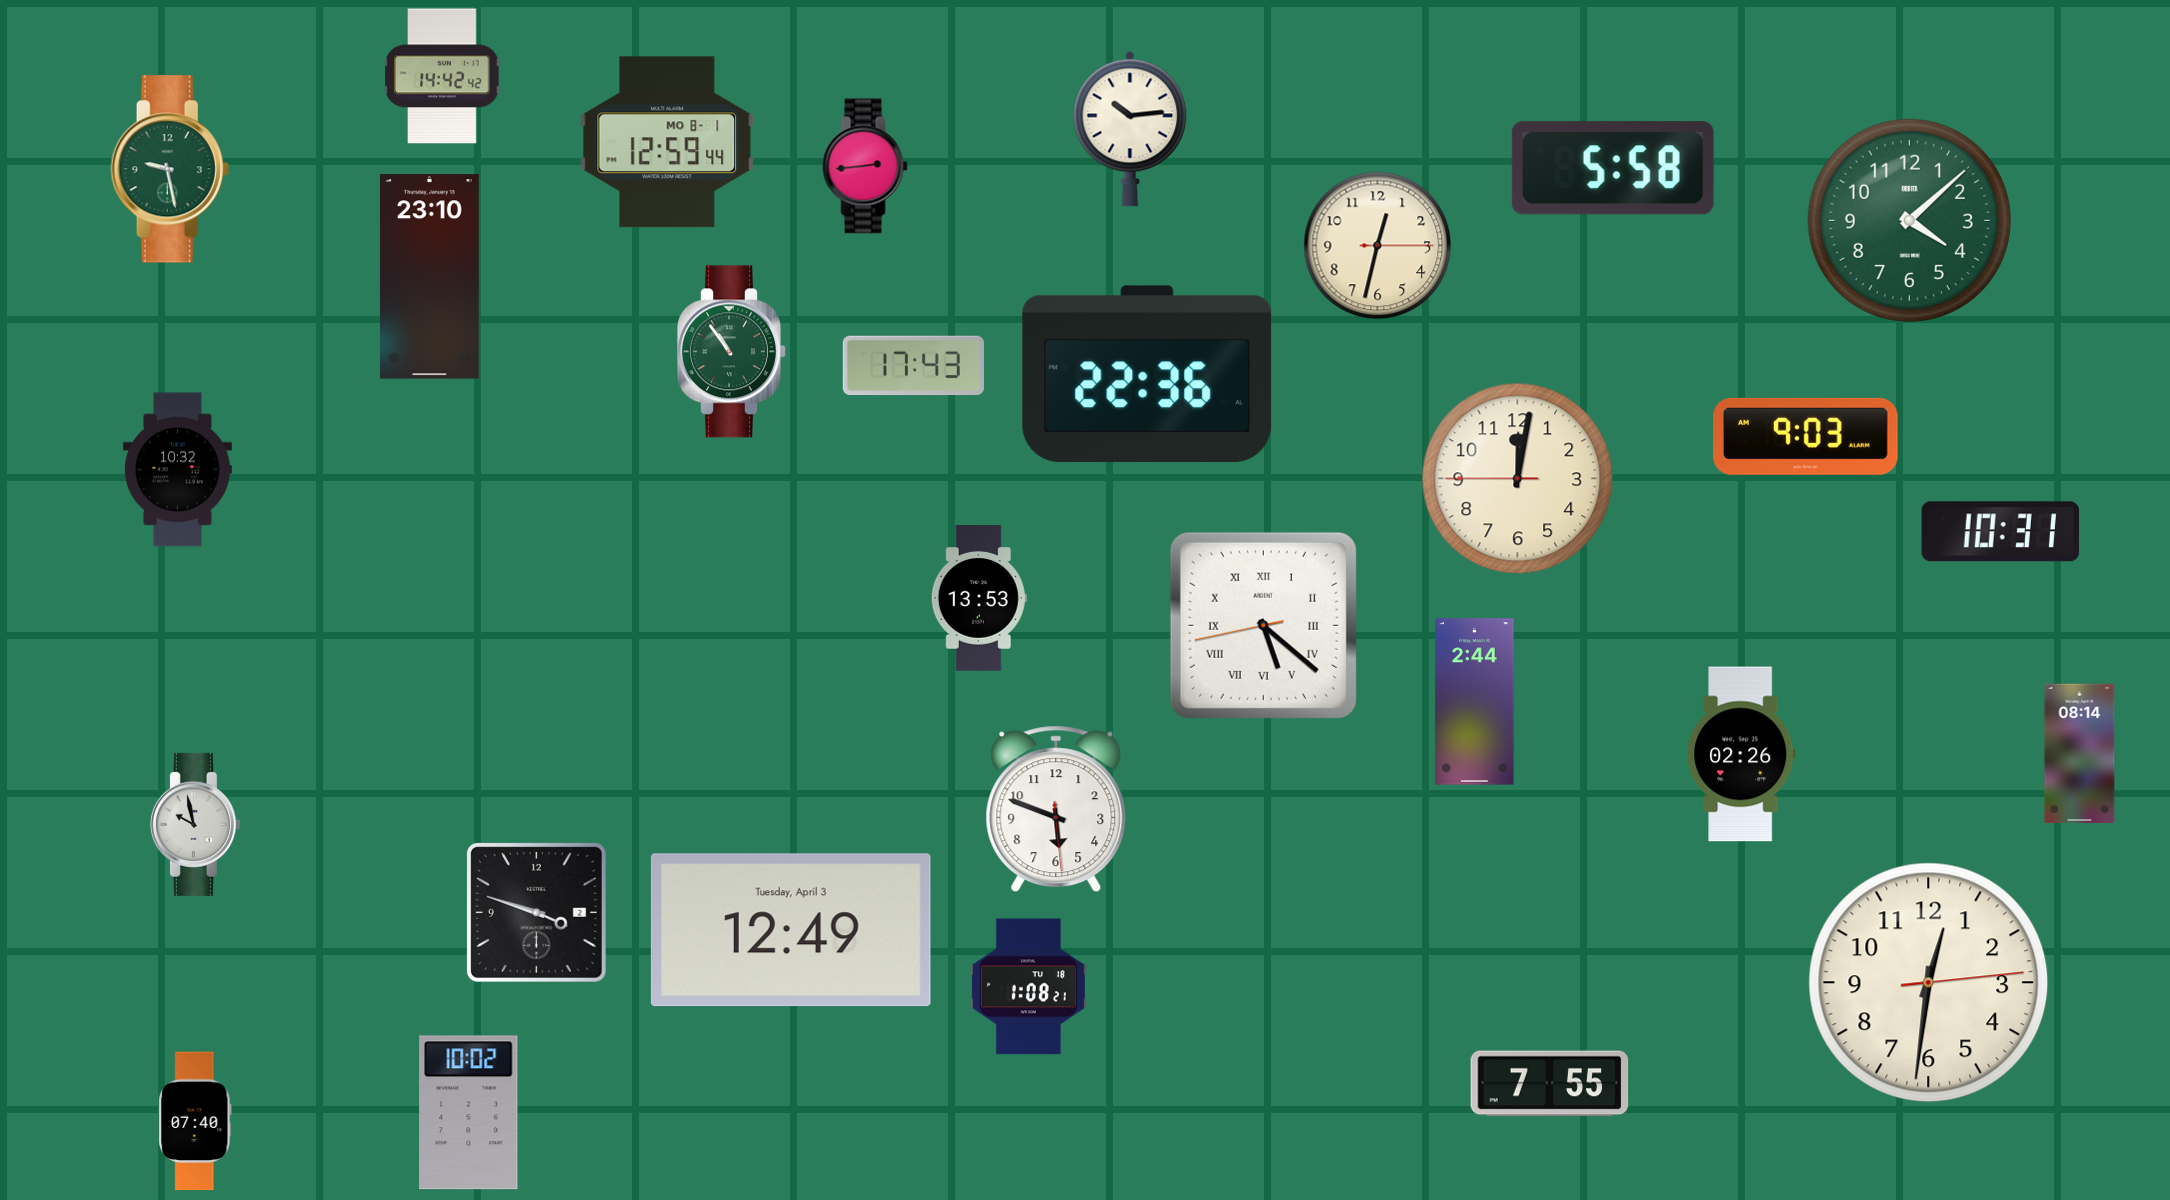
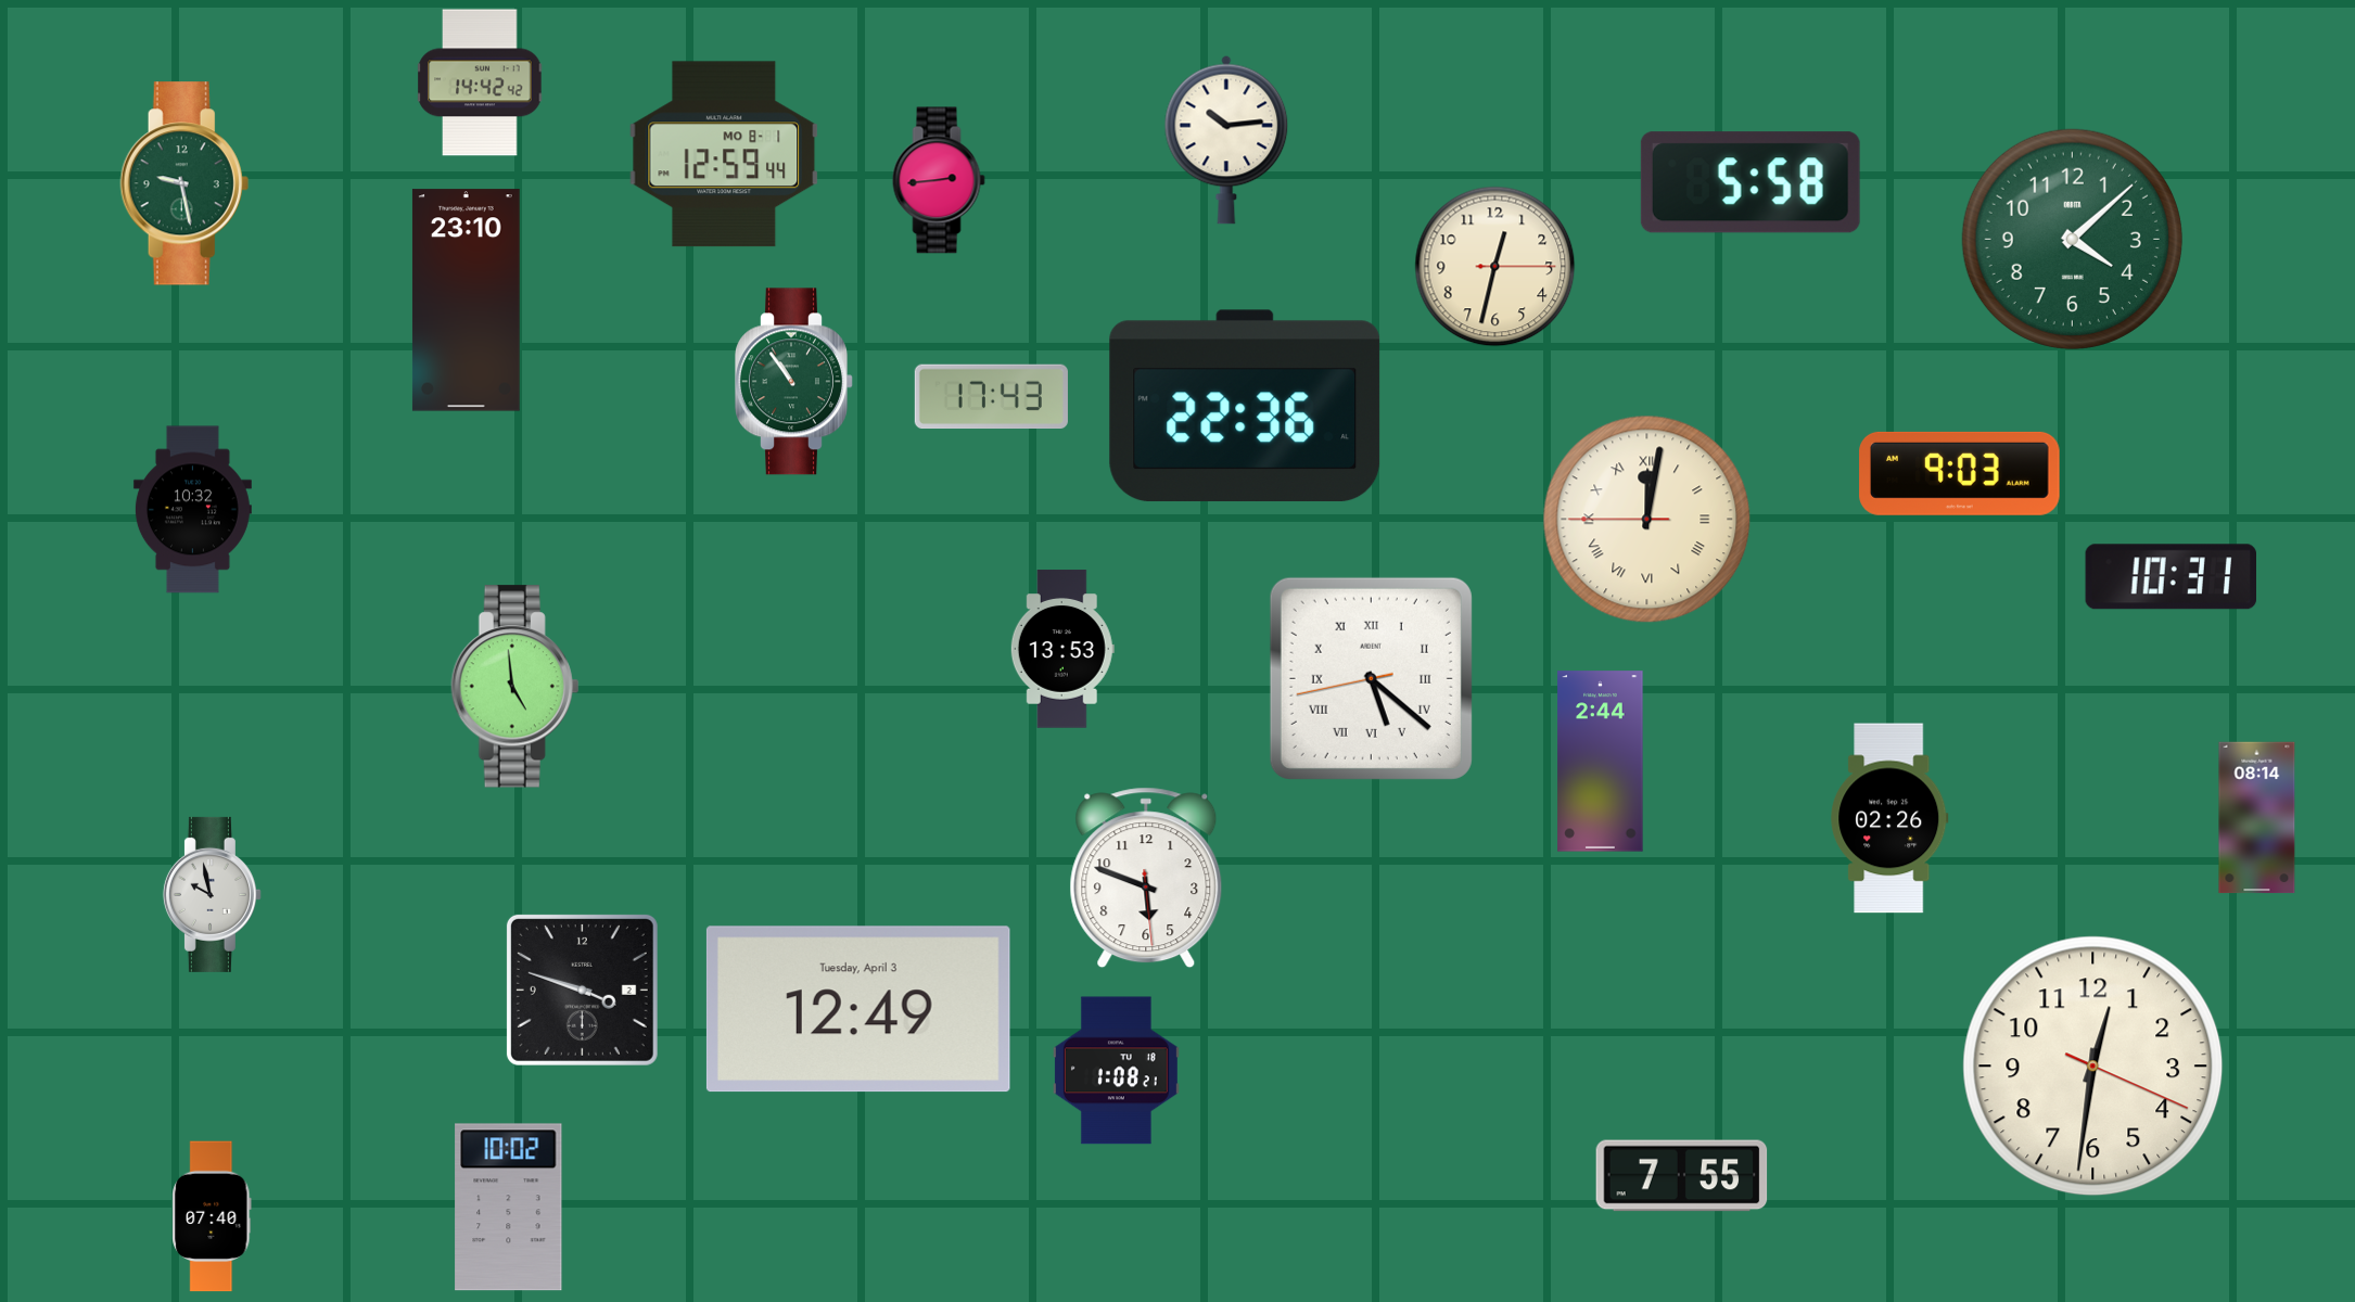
clock at (1518, 479) numerals: Arabic -> Roman
clock at (515, 687): none -> 4:59
clock at (1929, 983): 12:31:14 -> 12:31:19
